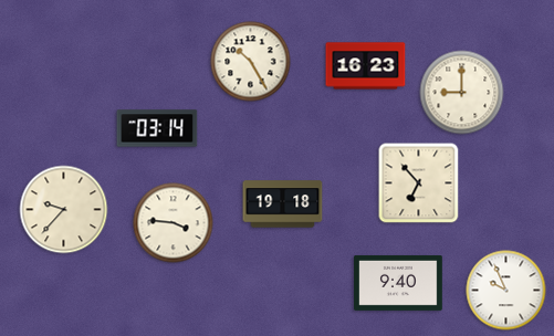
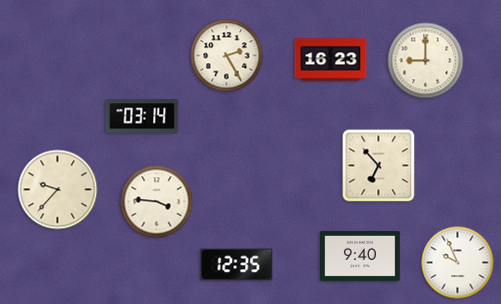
clock at (251, 62): 10:25 -> 2:25
clock at (462, 93) position: (462, 93) -> (426, 61)
clock at (283, 204): 19:18 -> none
clock at (237, 265): none -> 12:35
